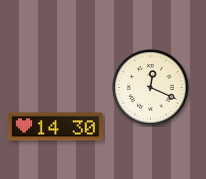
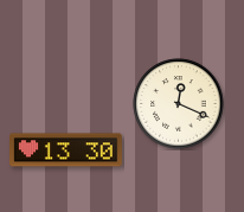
clock at (56, 127): 14:30 -> 13:30
